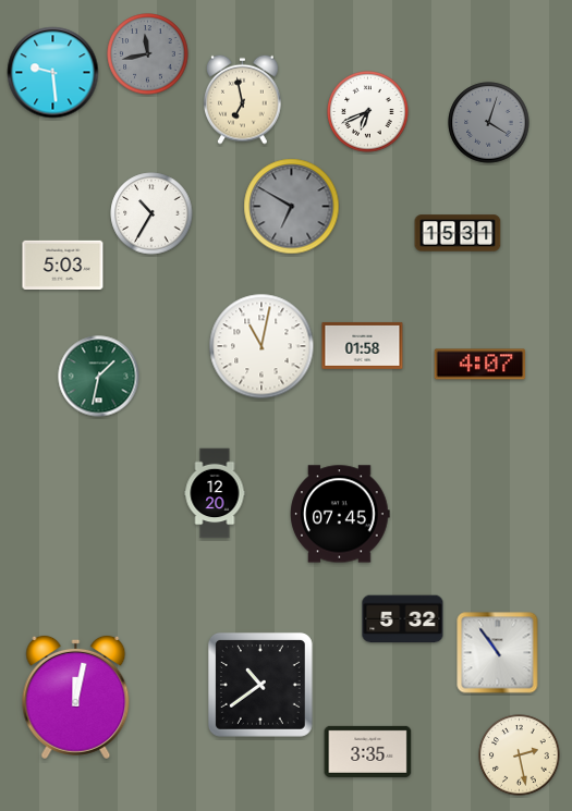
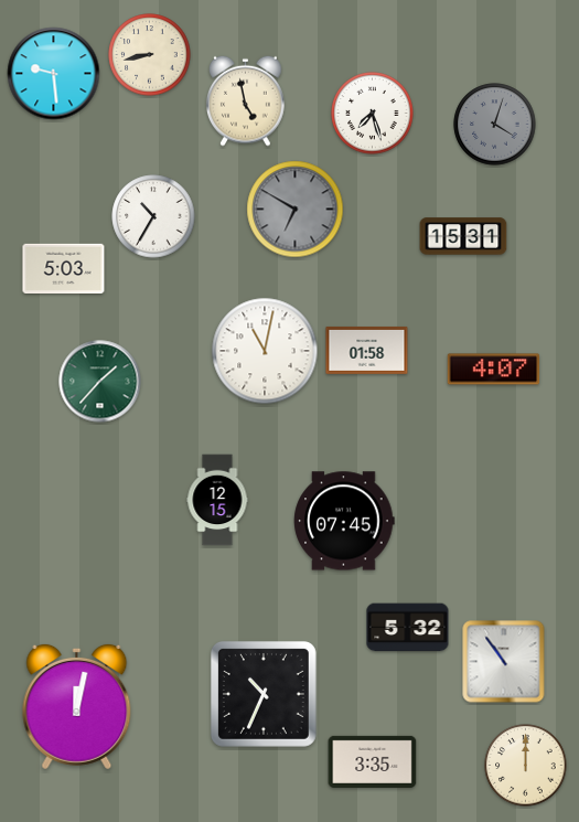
clock at (148, 54): 11:43 -> 8:43
clock at (148, 54) dial: grey -> cream
clock at (243, 99): 6:58 -> 4:58
clock at (368, 112): 6:41 -> 7:27
clock at (480, 365) position: (480, 365) -> (494, 370)
clock at (99, 377): 1:32 -> 1:37
clock at (215, 493): 12:20 -> 12:15
clock at (260, 685): 10:39 -> 10:34
clock at (520, 755): 2:28 -> 12:00
